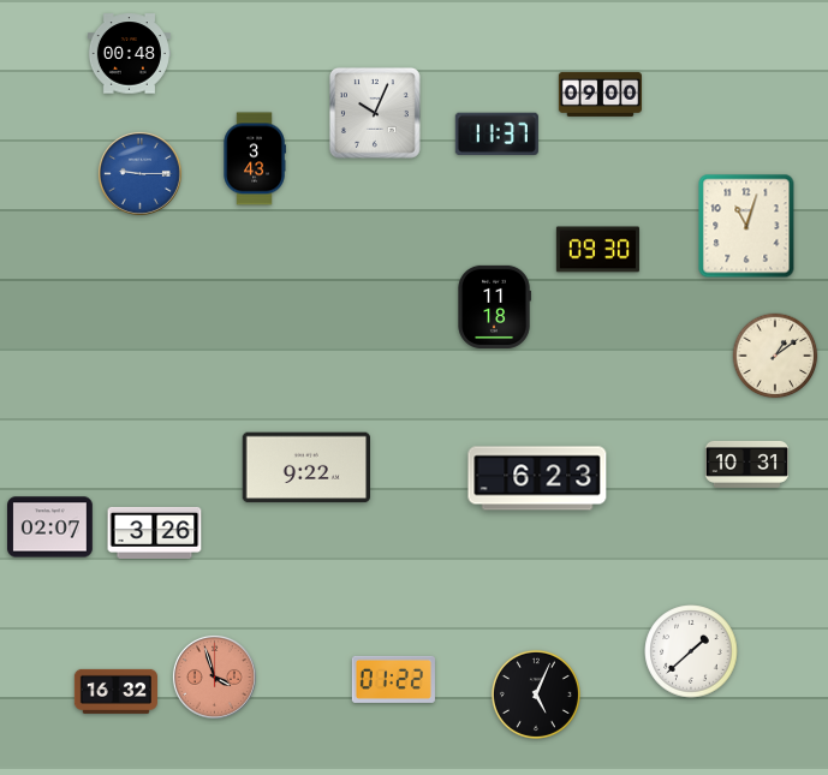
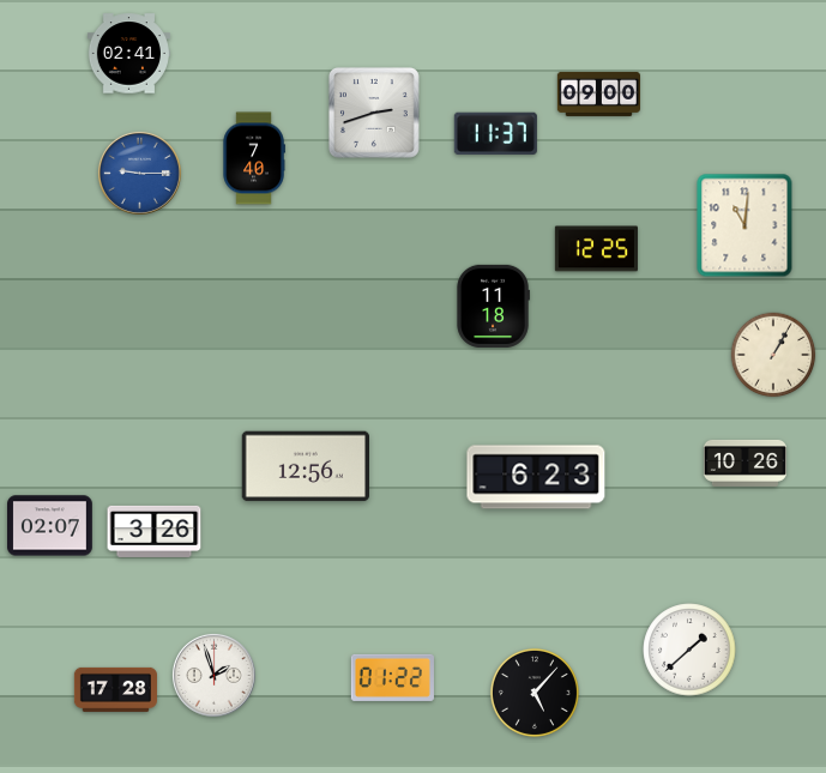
clock at (129, 54): 00:48 -> 02:41
clock at (375, 113): 10:04 -> 2:42
clock at (255, 159): 3:43 -> 7:40
clock at (746, 226): 11:03 -> 11:01
clock at (597, 250): 09:30 -> 12:25
clock at (775, 356): 1:09 -> 1:05
clock at (746, 464): 10:31 -> 10:26
clock at (305, 467): 9:22 -> 12:56
clock at (214, 676): 3:57 -> 1:57
clock at (214, 676) dial: salmon -> white
clock at (115, 691): 16:32 -> 17:28
clock at (536, 694): 5:04 -> 5:07
